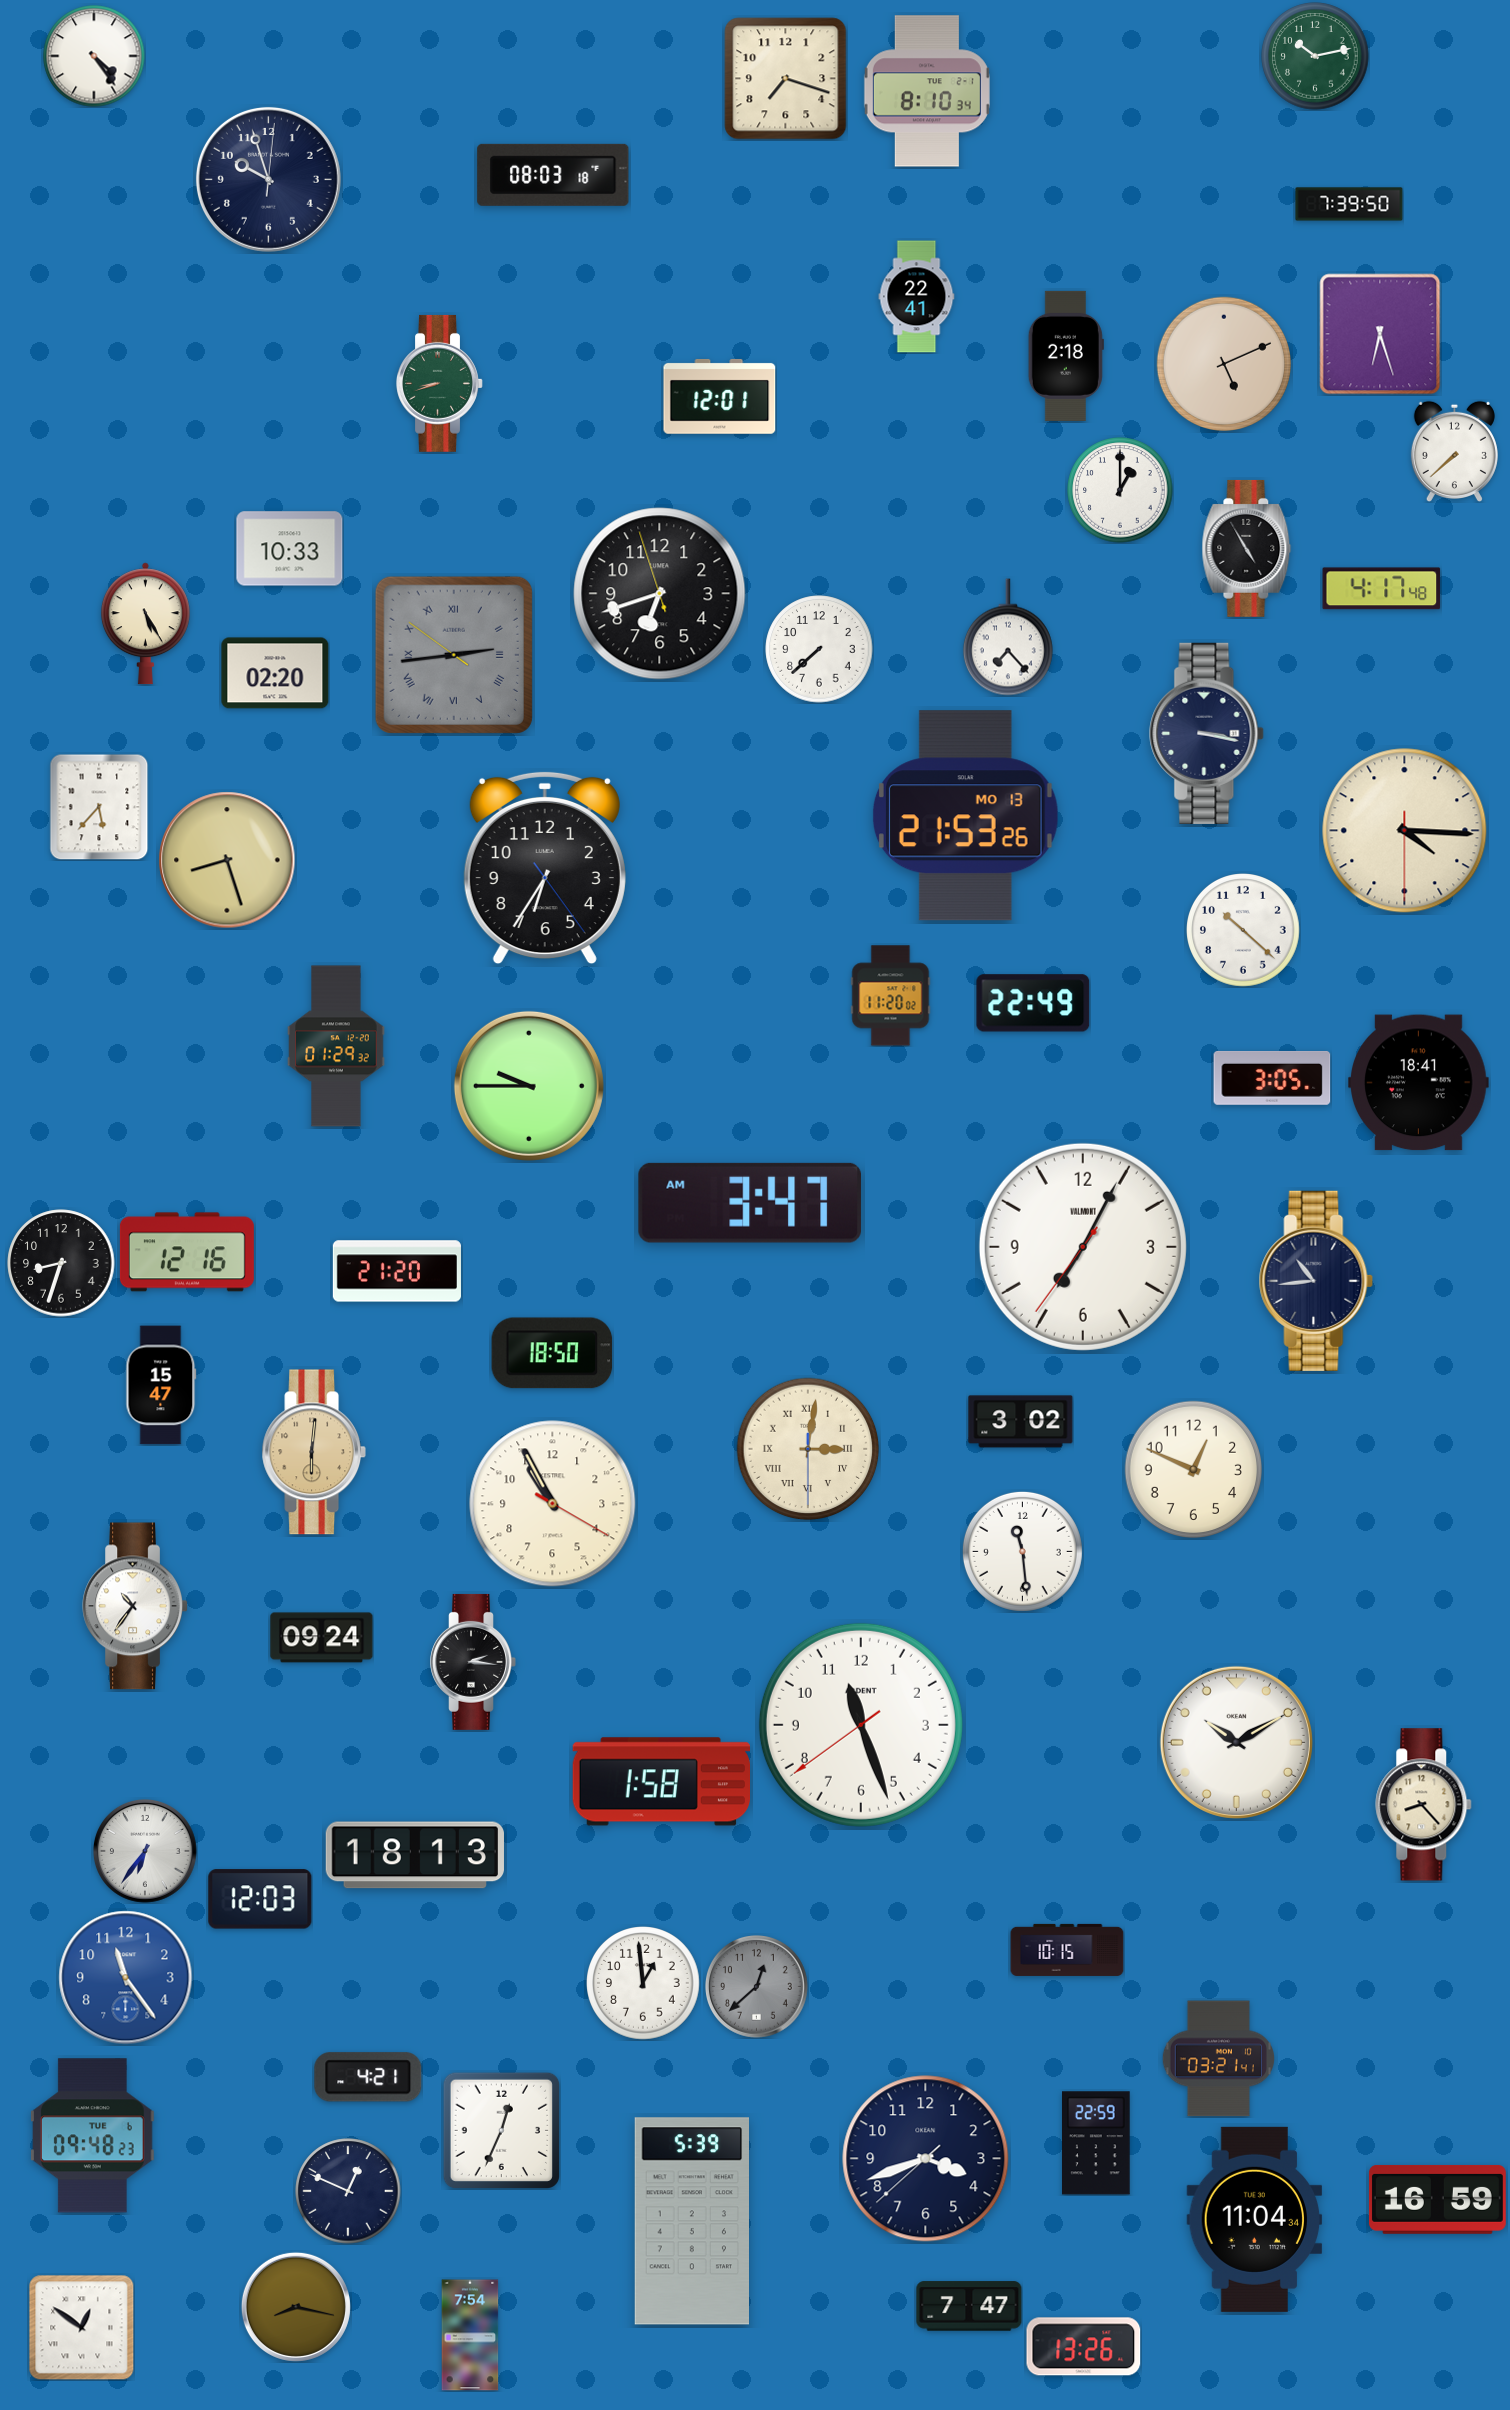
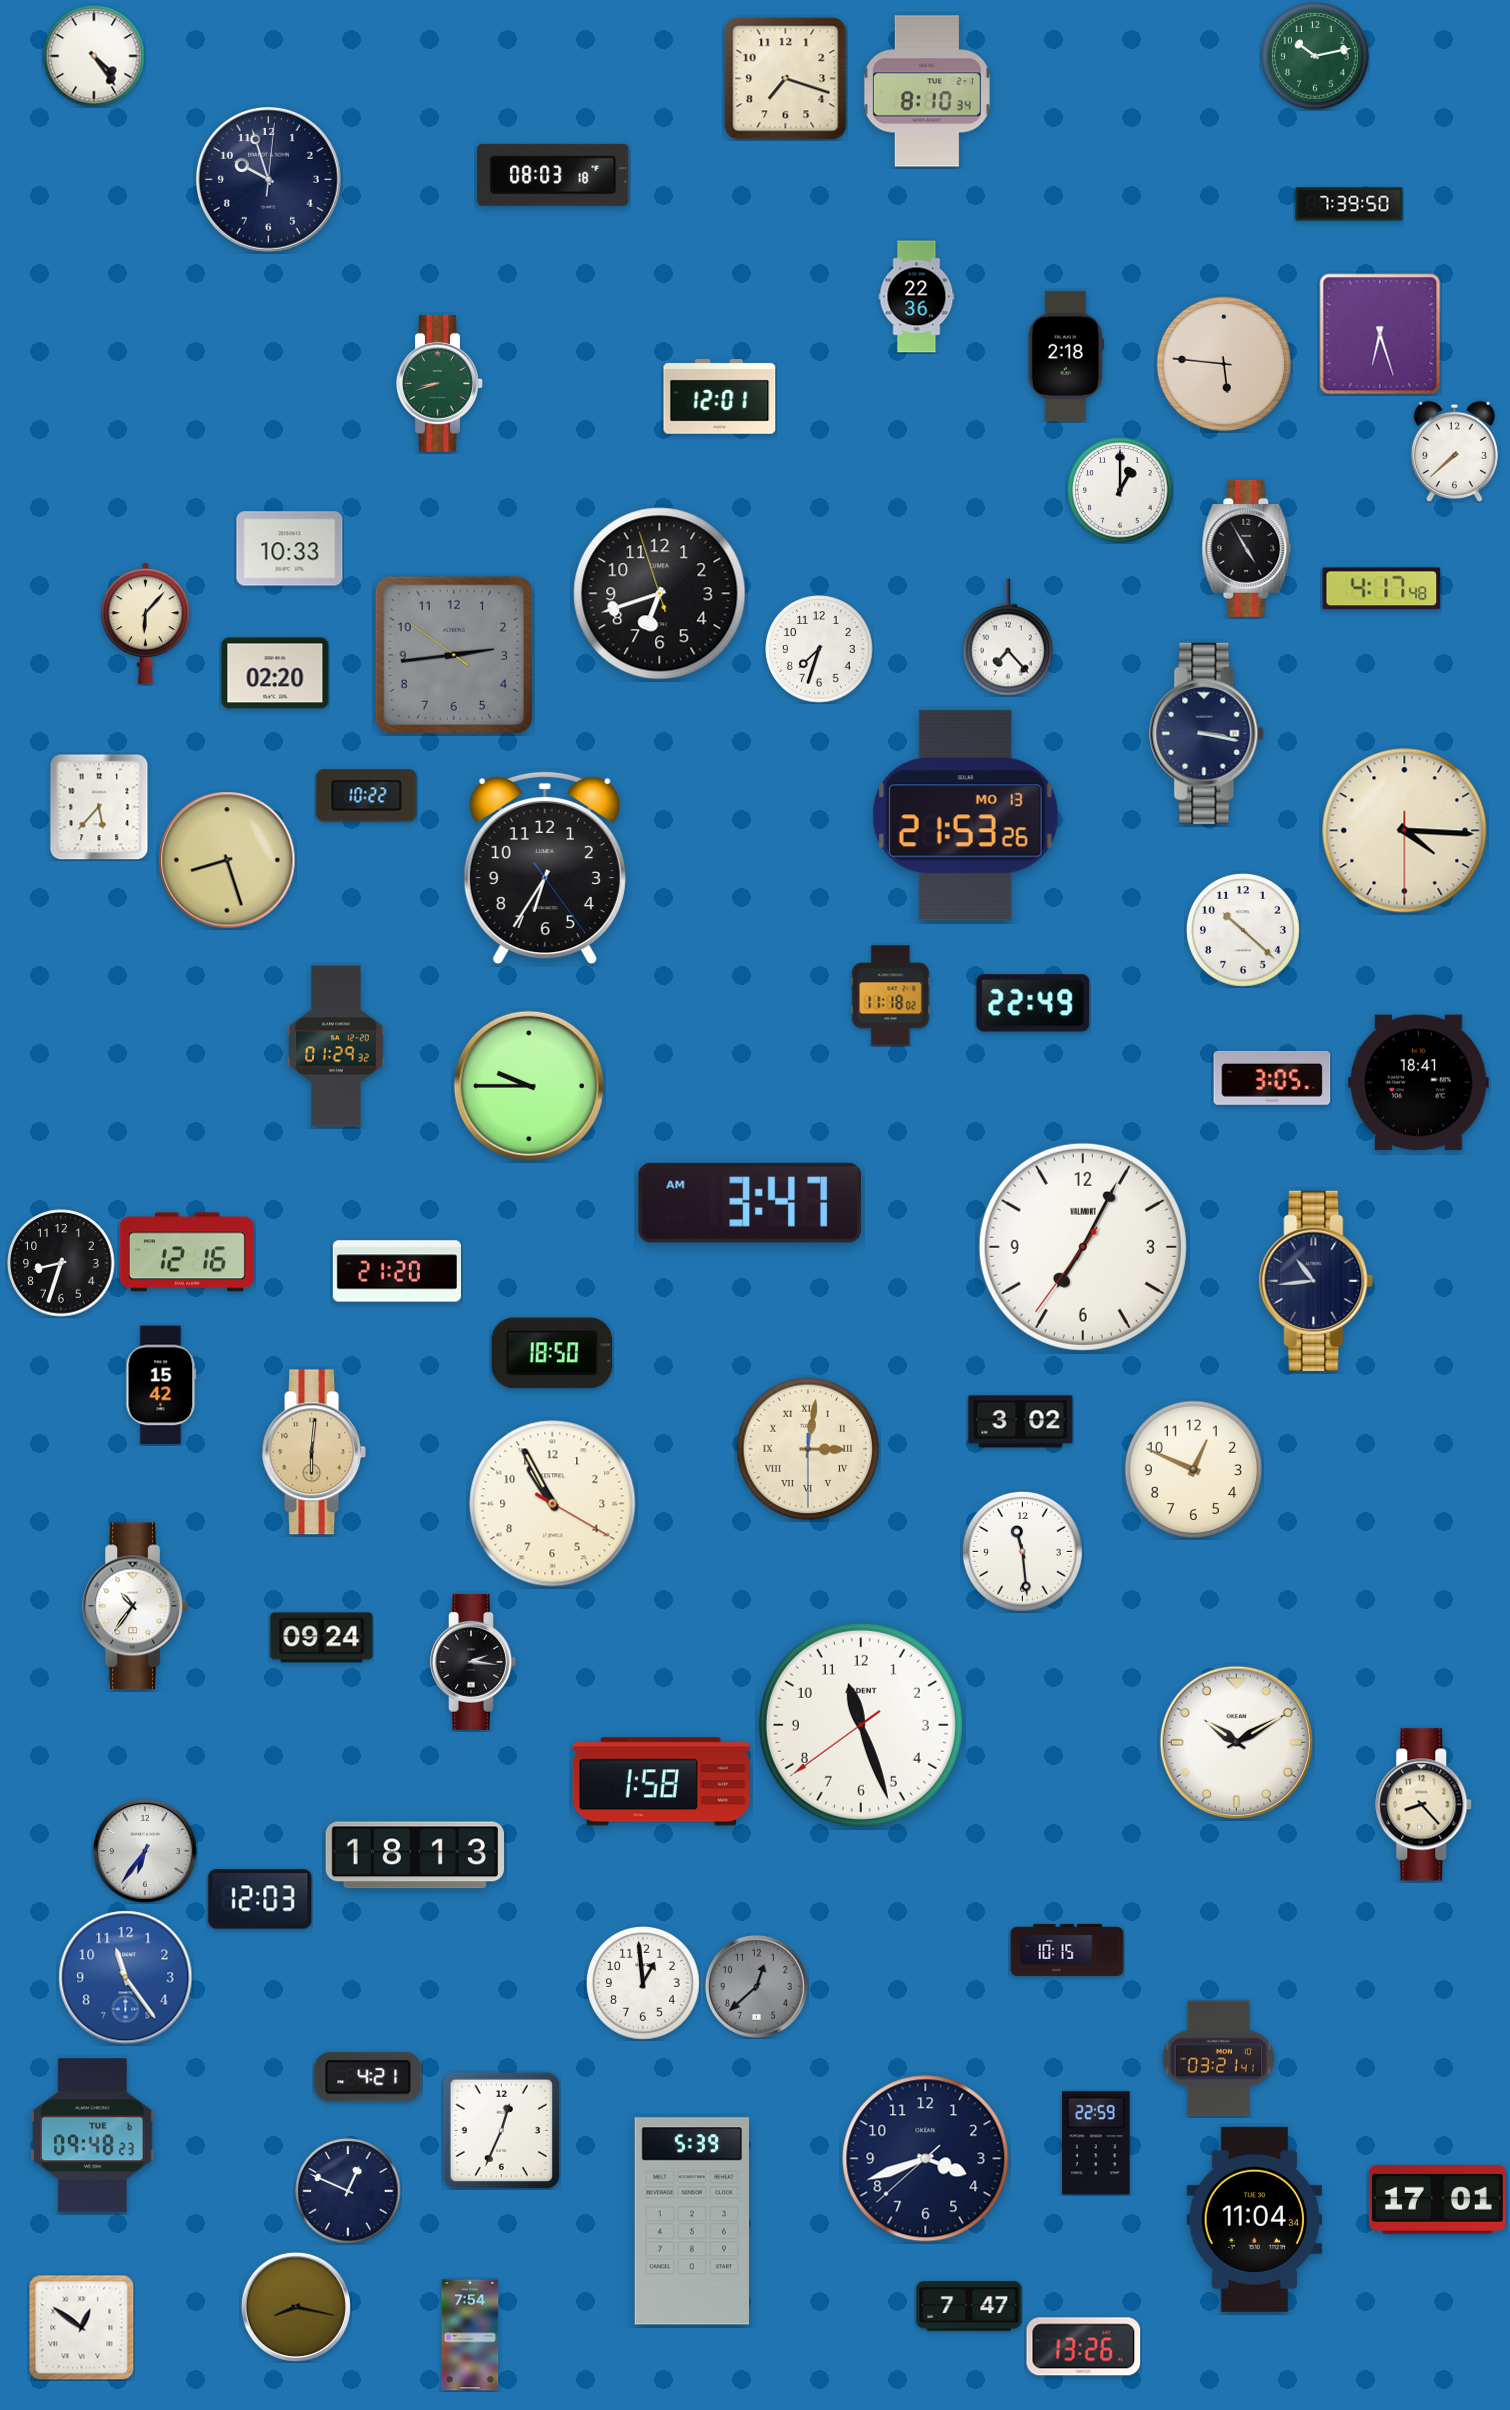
clock at (917, 297): 22:41 -> 22:36
clock at (1223, 363): 5:11 -> 5:46
clock at (145, 624): 5:25 -> 6:07
clock at (819, 649): 7:38 -> 7:33
clock at (454, 655) numerals: Roman -> Arabic
clock at (367, 796): none -> 10:22
clock at (891, 996): 11:20 -> 11:18
clock at (161, 1385): 15:47 -> 15:42
clock at (1437, 2199): 16:59 -> 17:01
